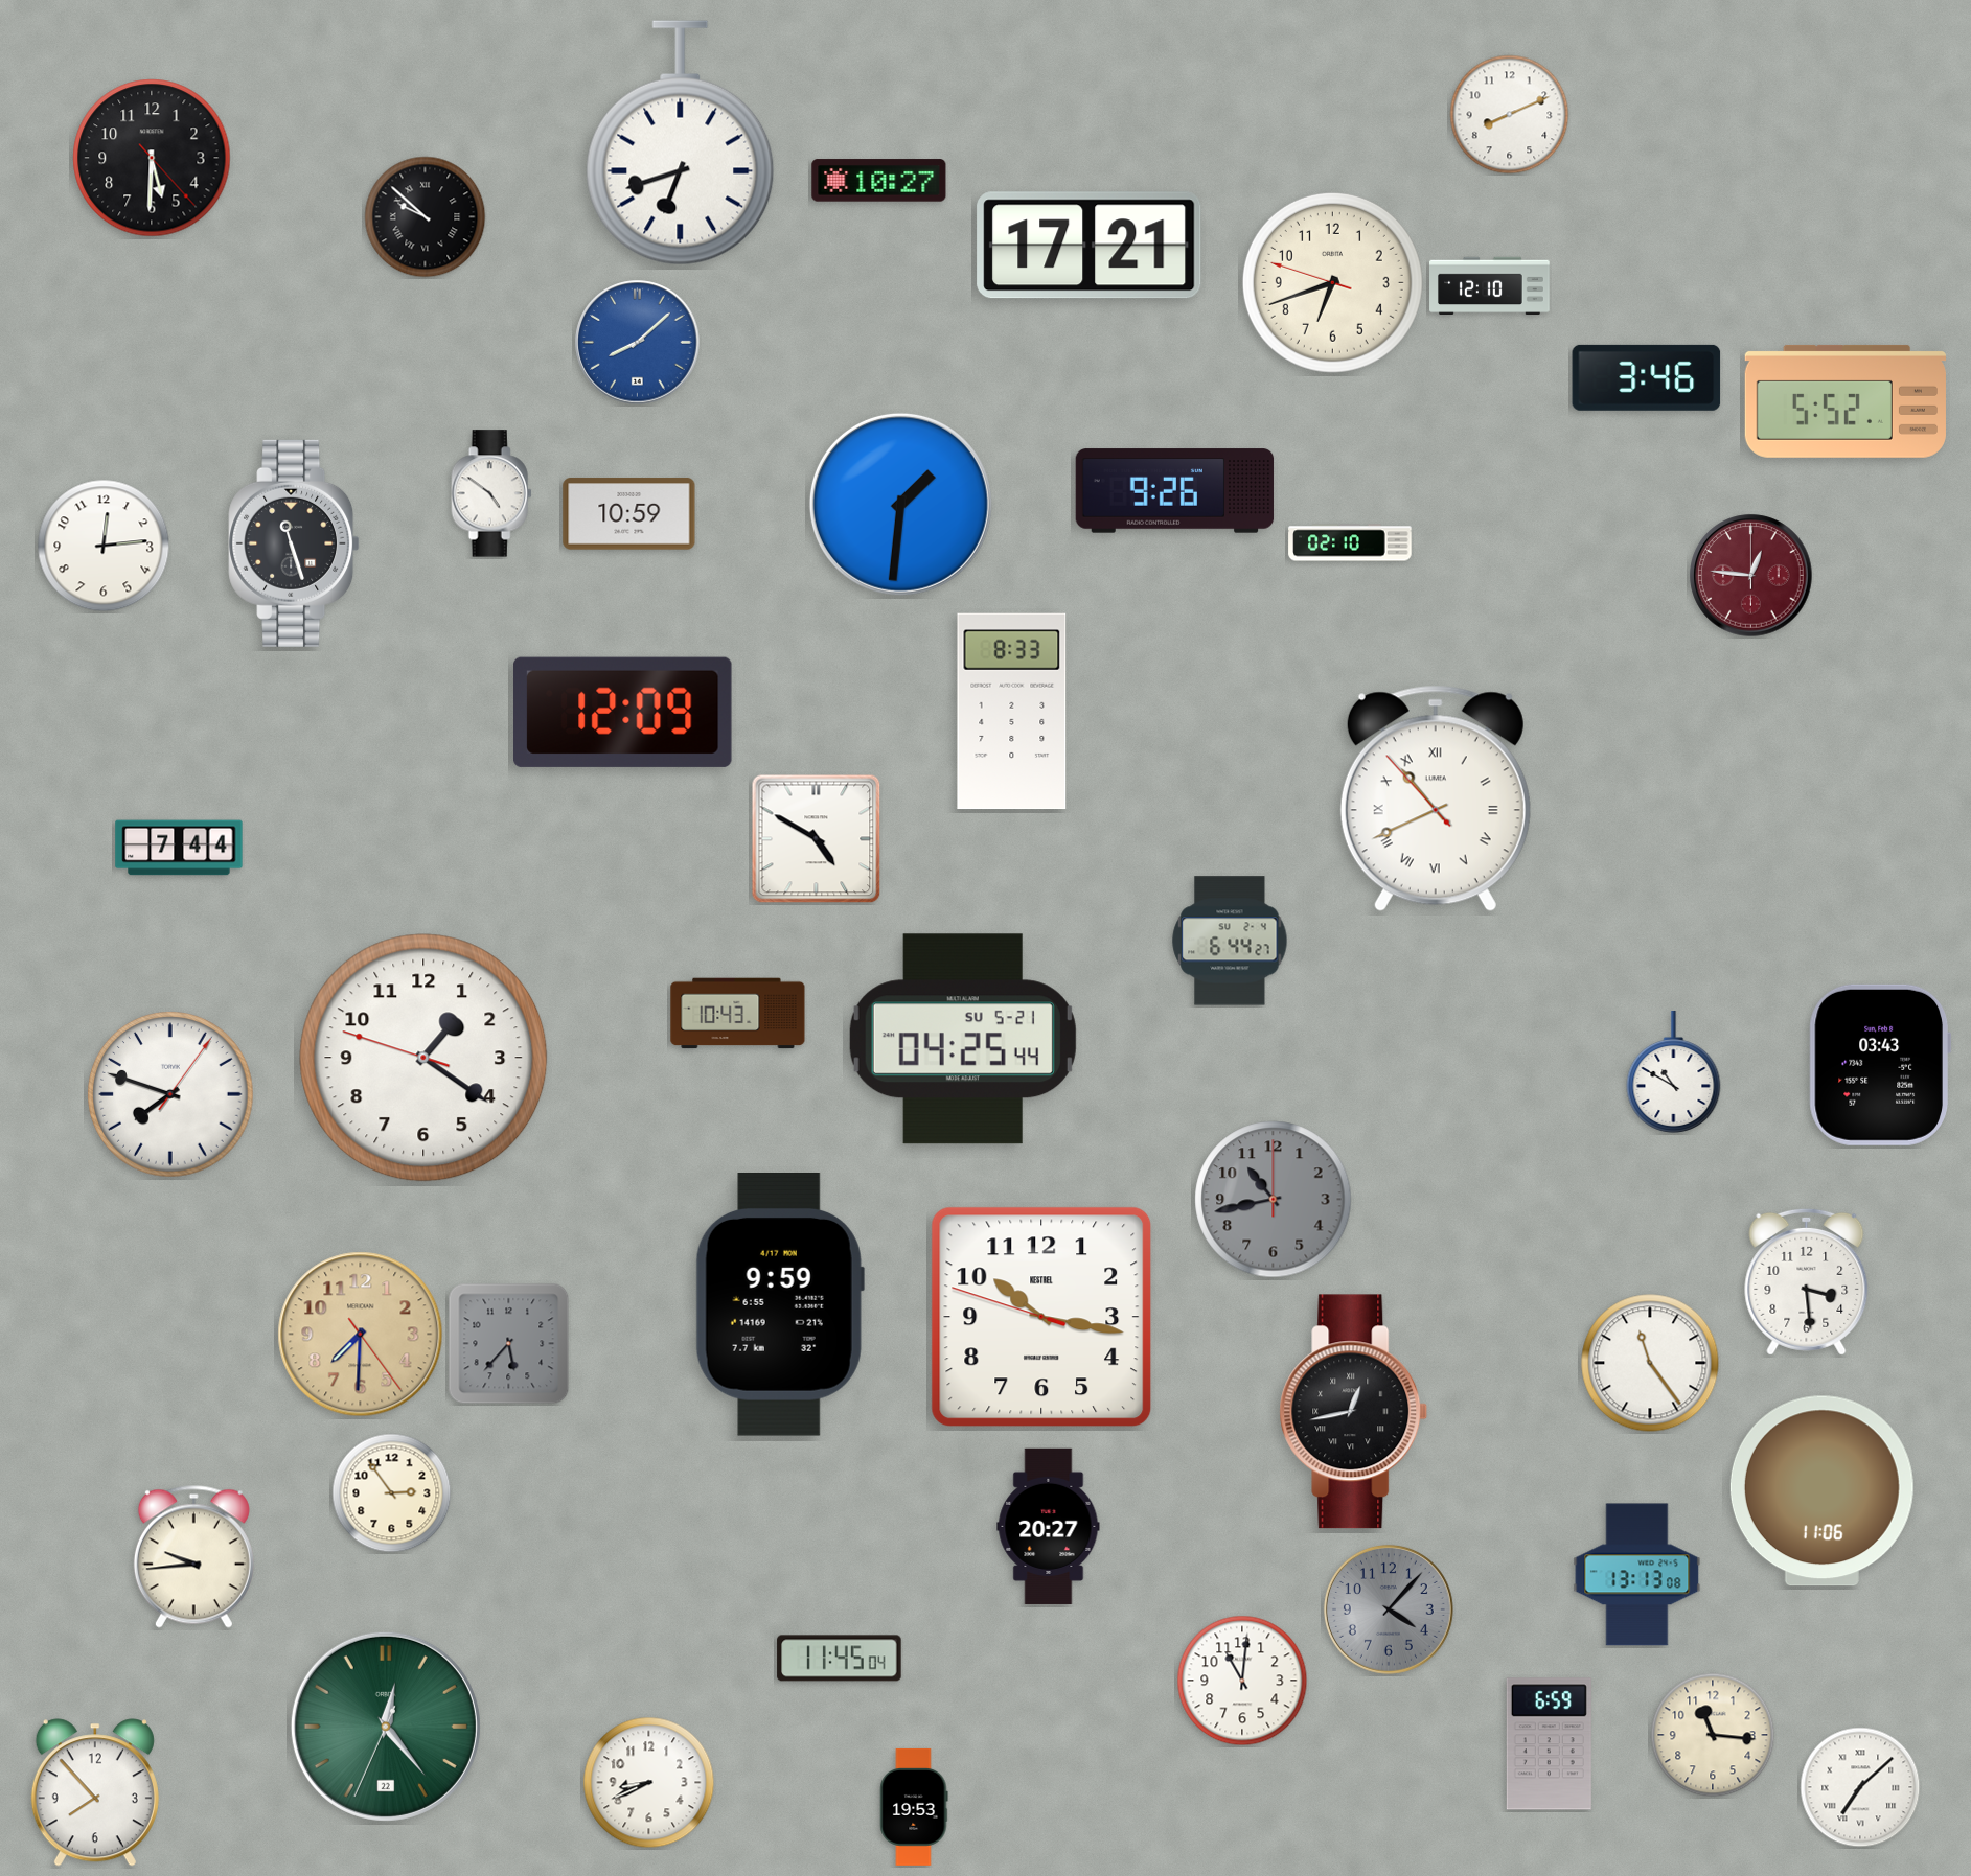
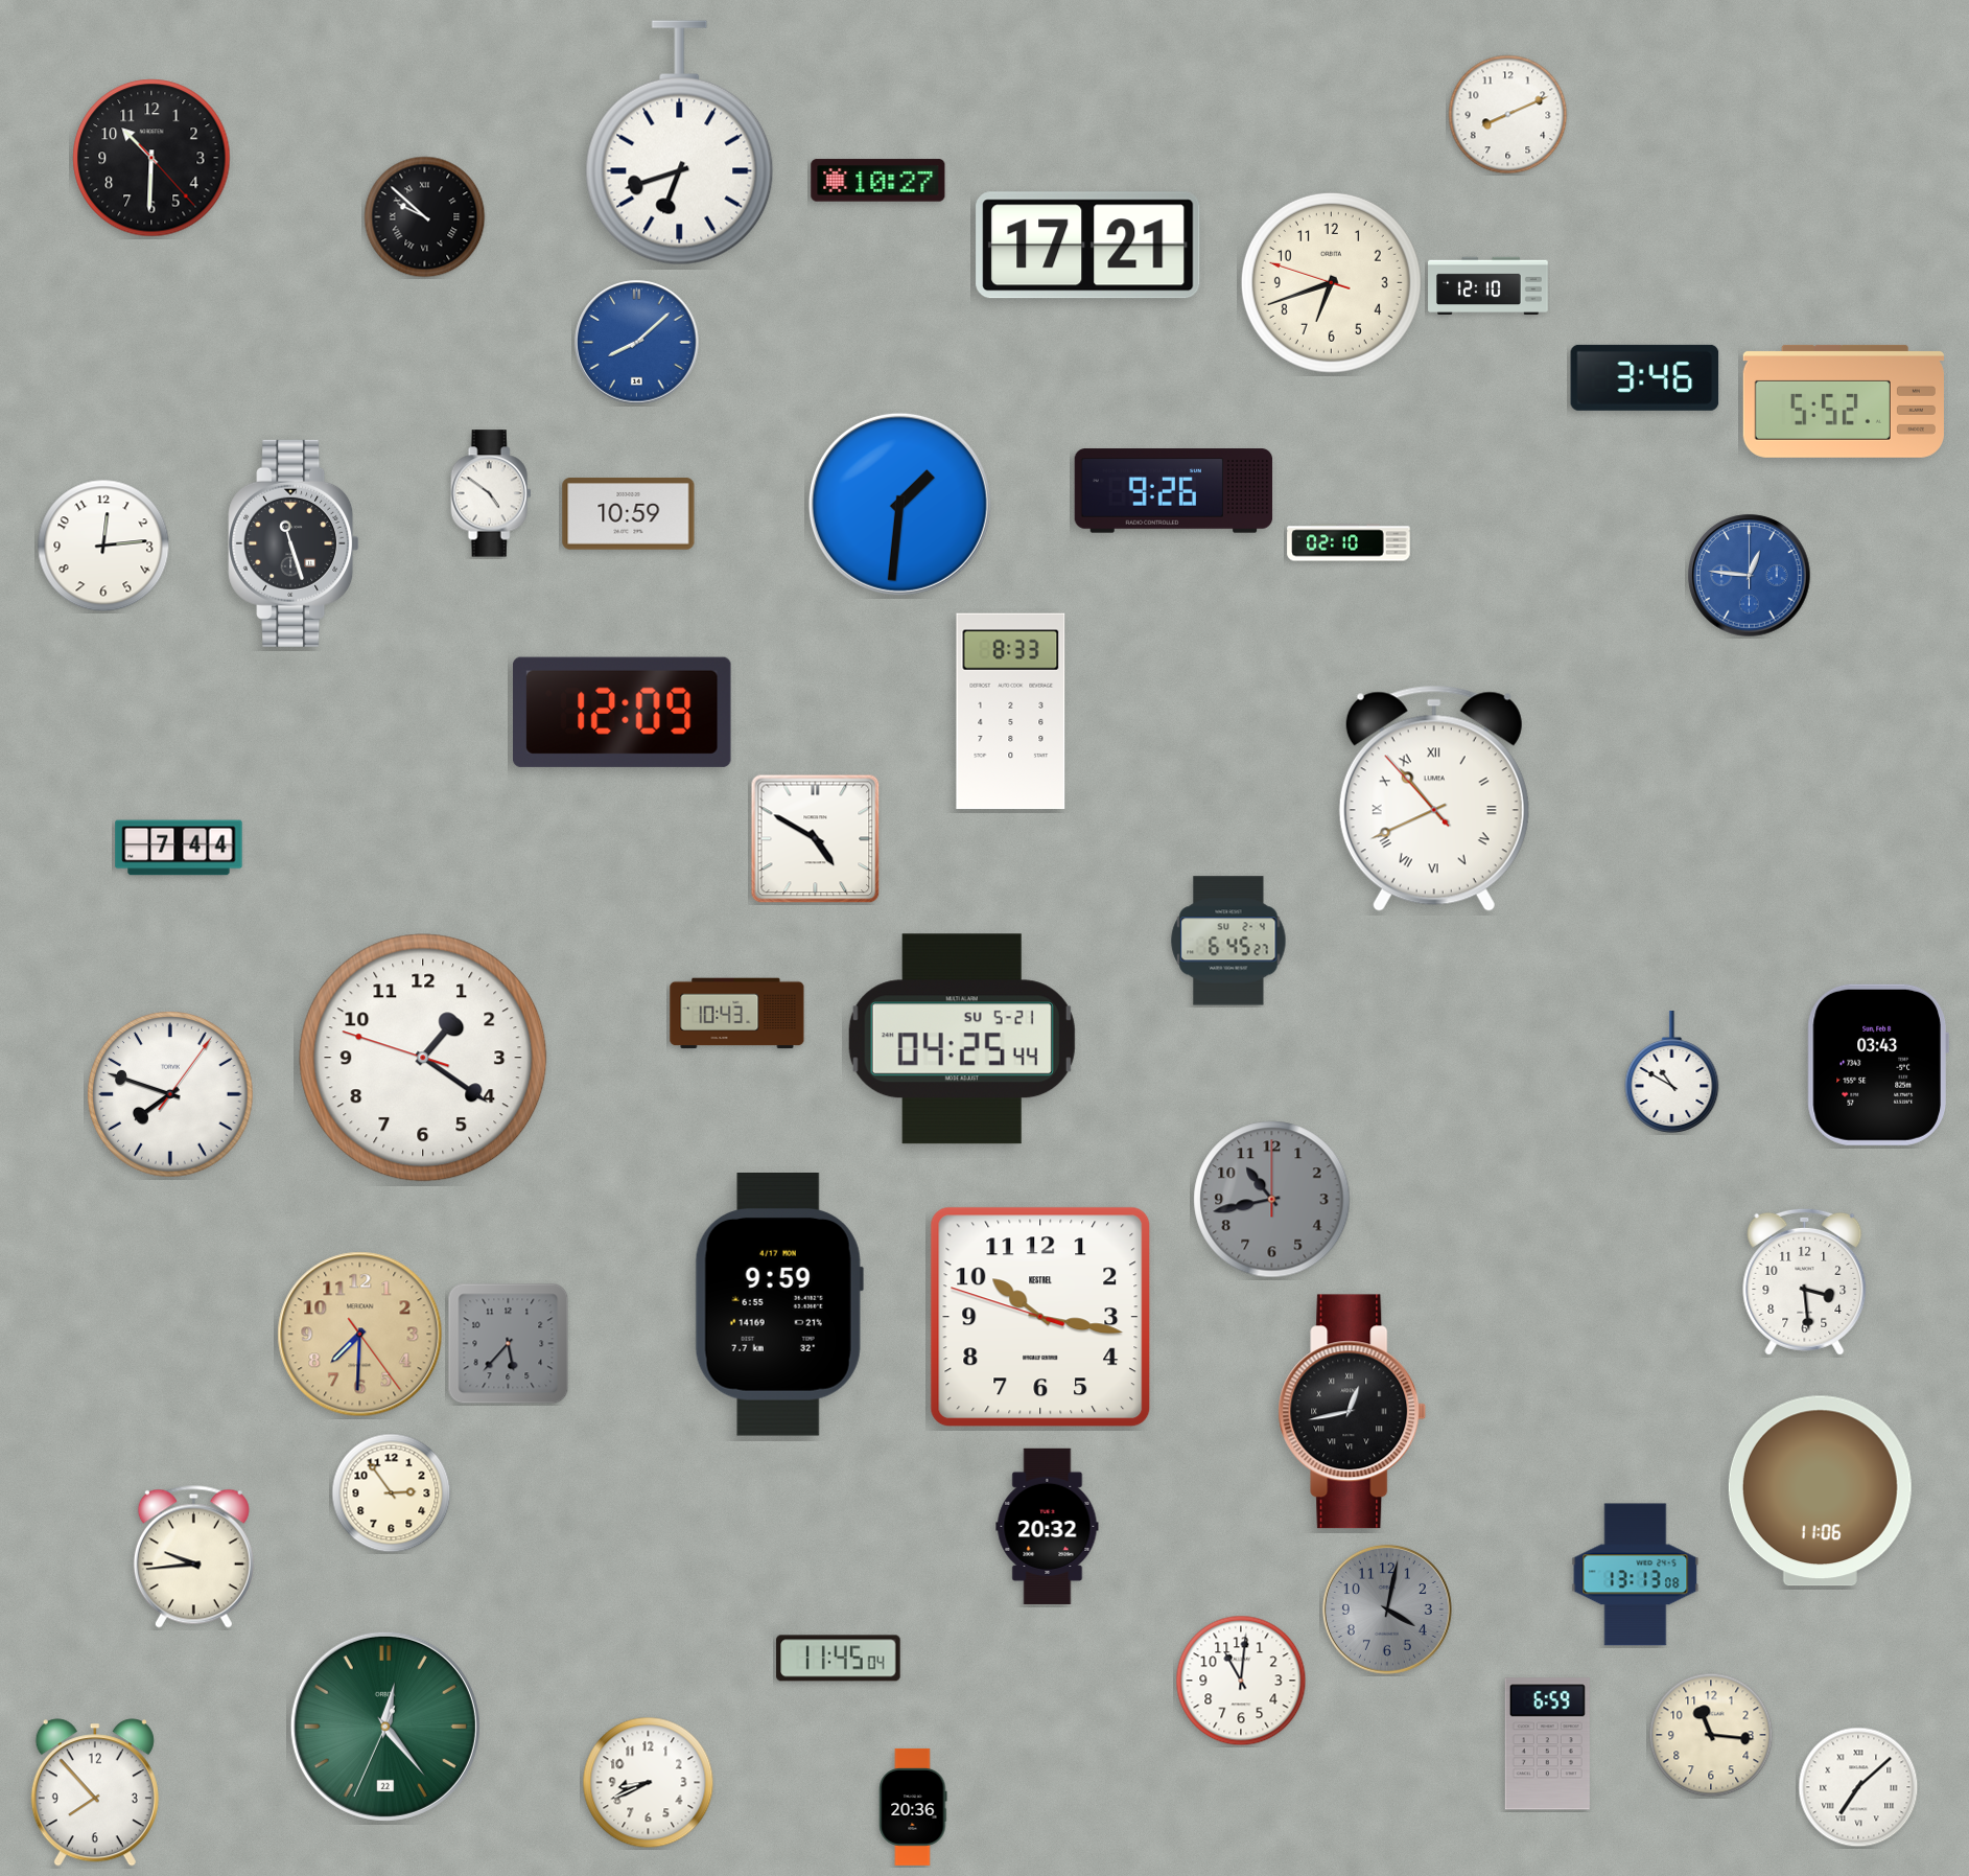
clock at (152, 158): 5:30 -> 10:30
clock at (1751, 576) dial: burgundy -> blue
clock at (1230, 941): 6:44 -> 6:45
clock at (1650, 1363): 11:24 -> none
clock at (1049, 1526): 20:27 -> 20:32
clock at (1389, 1609): 4:07 -> 4:02
clock at (914, 1807): 19:53 -> 20:36
